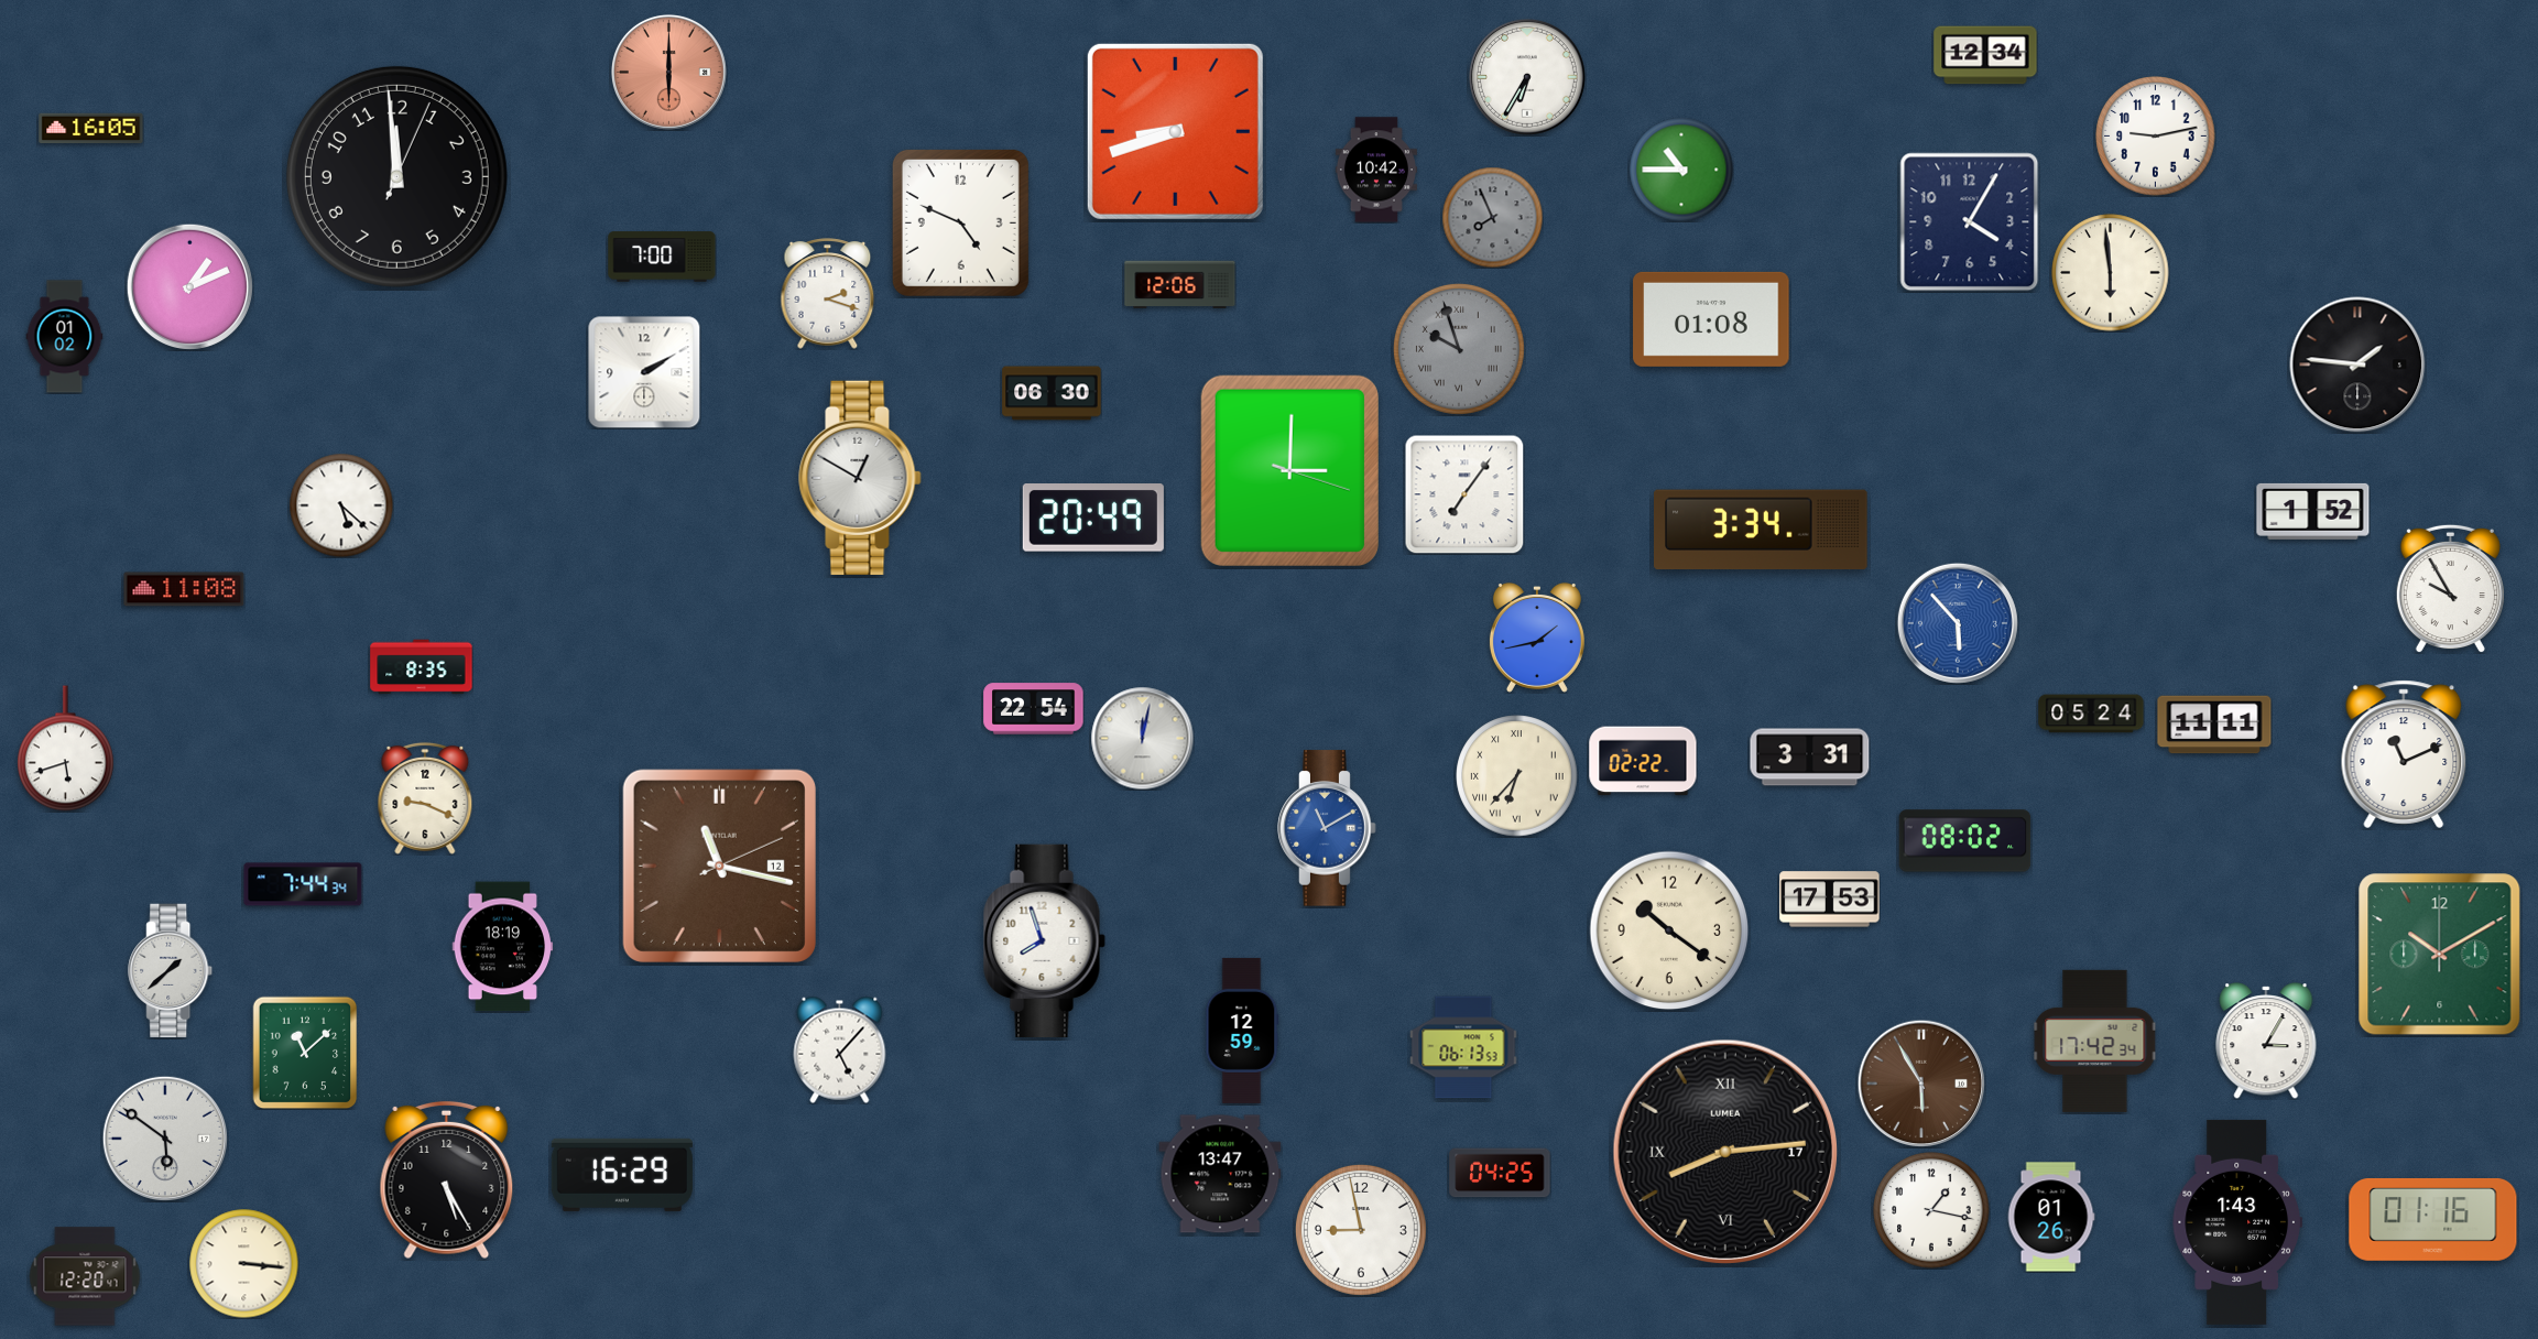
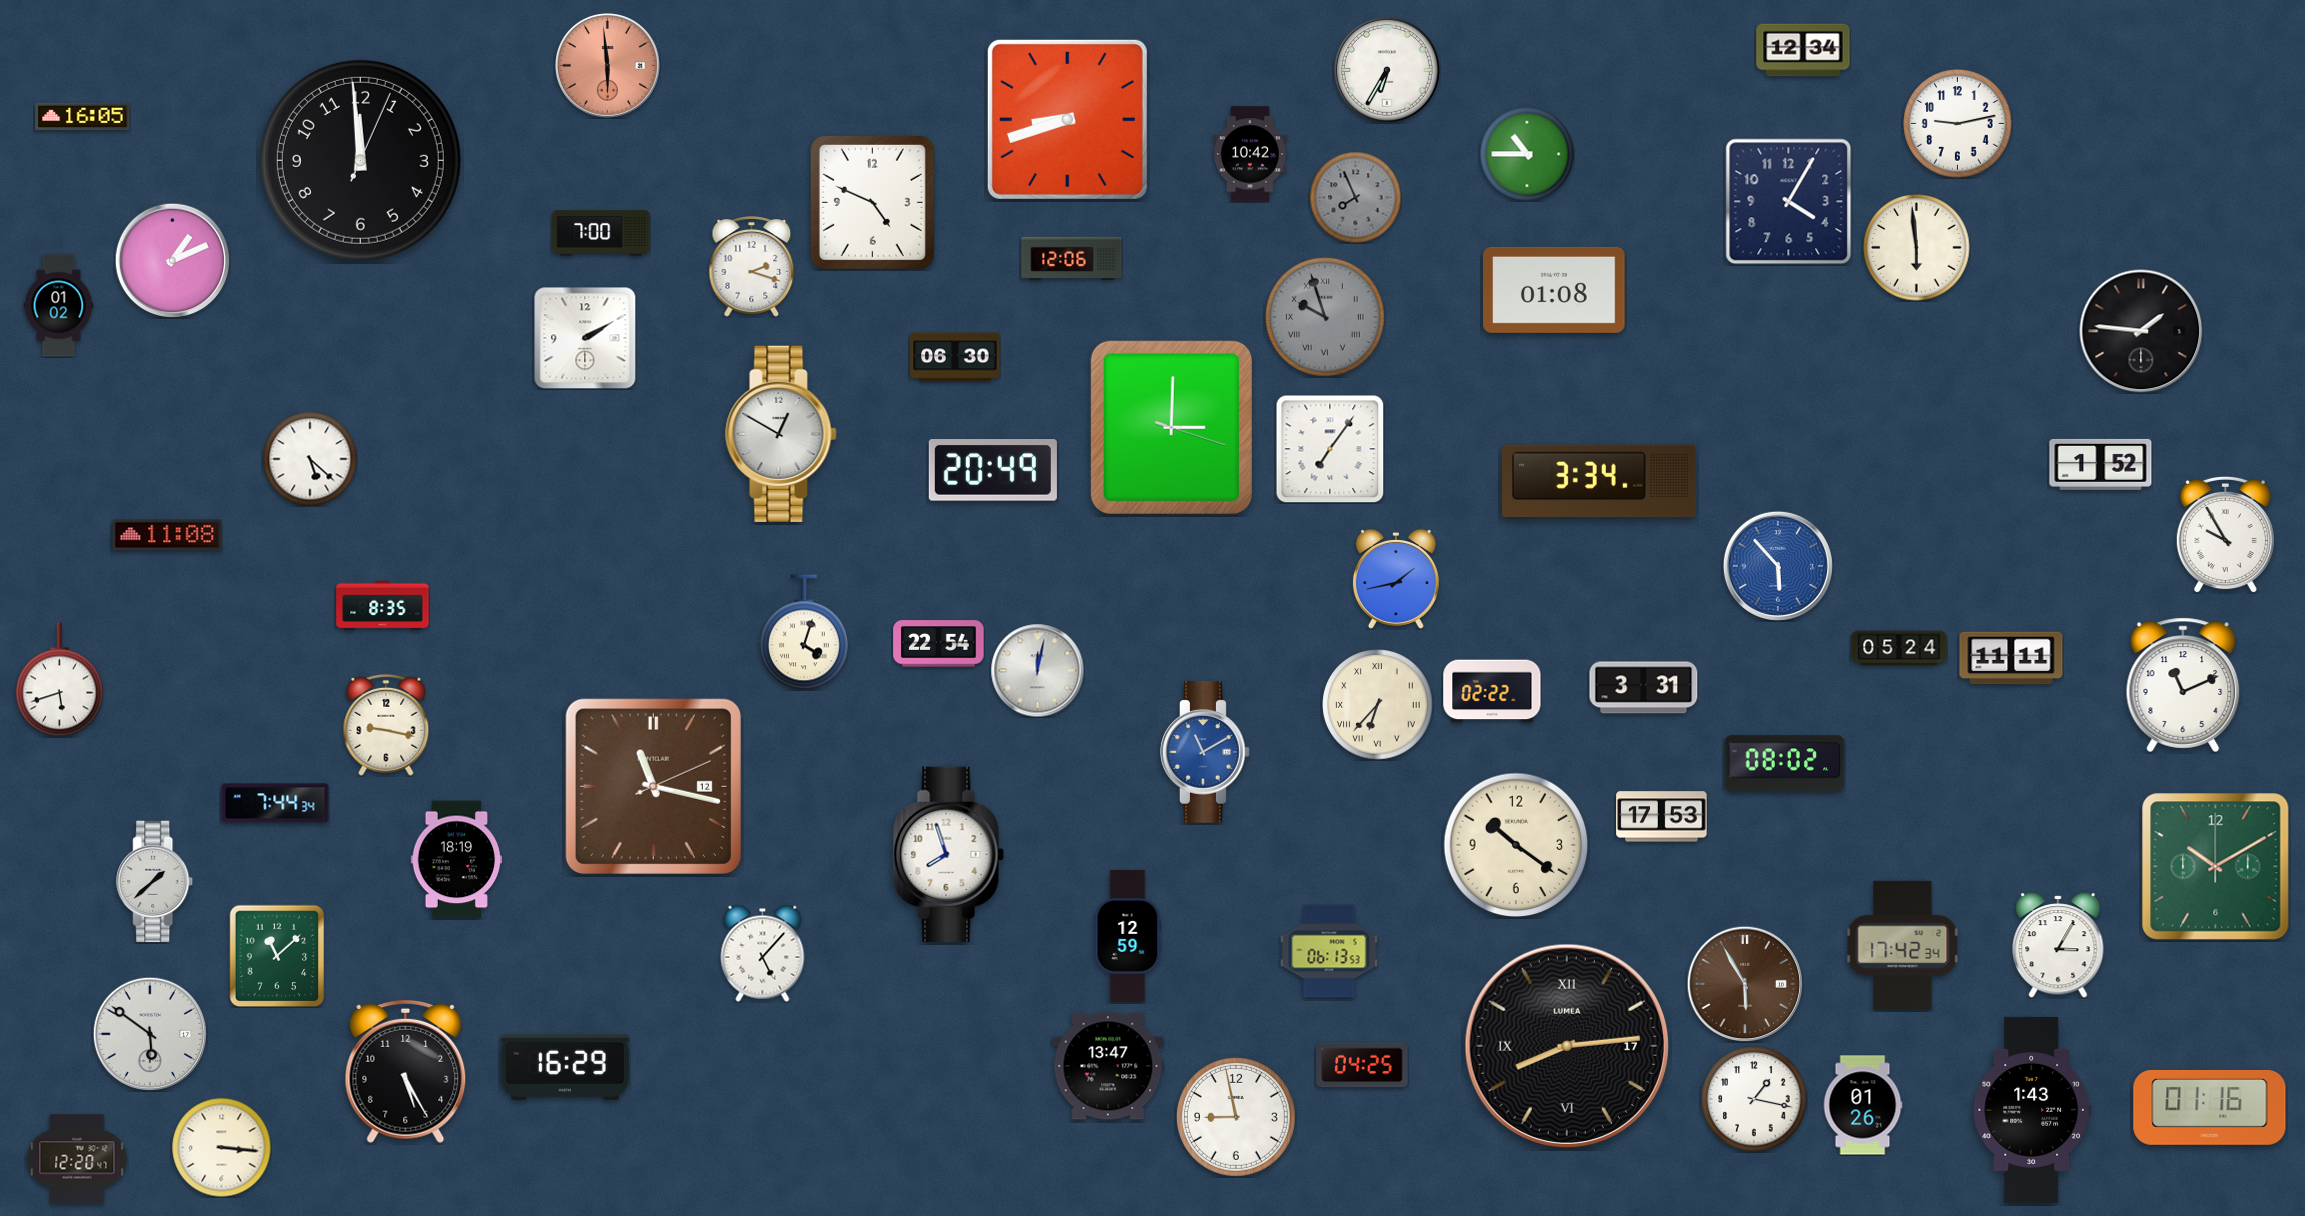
clock at (668, 72): 6:00 -> 5:59
clock at (804, 632): none -> 4:03
clock at (425, 798): 9:19 -> 9:17
